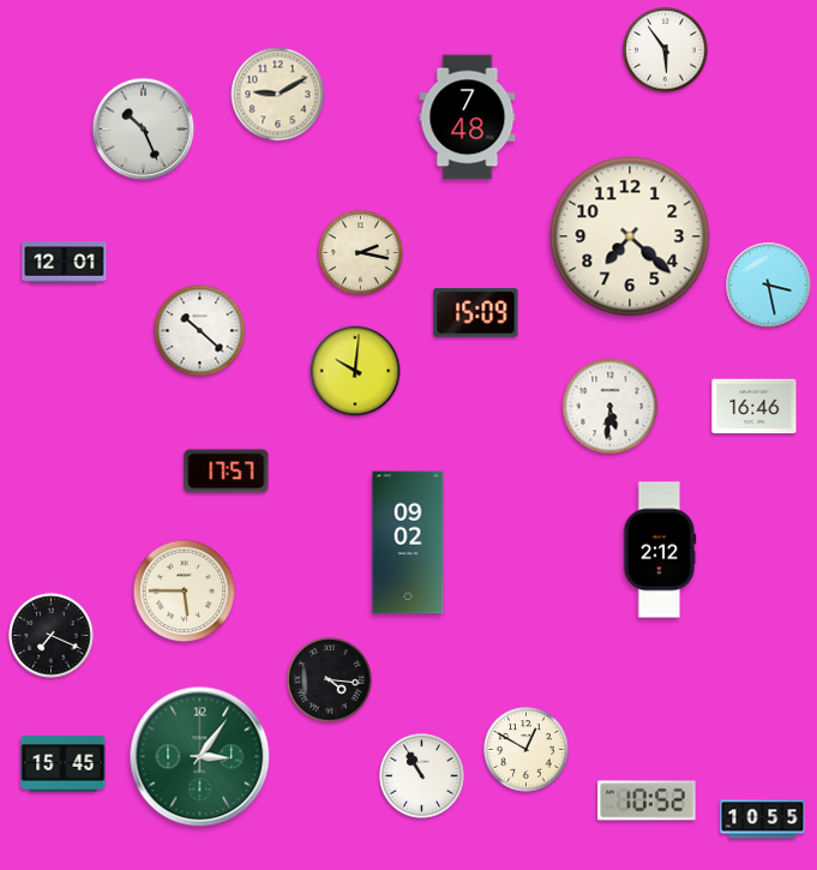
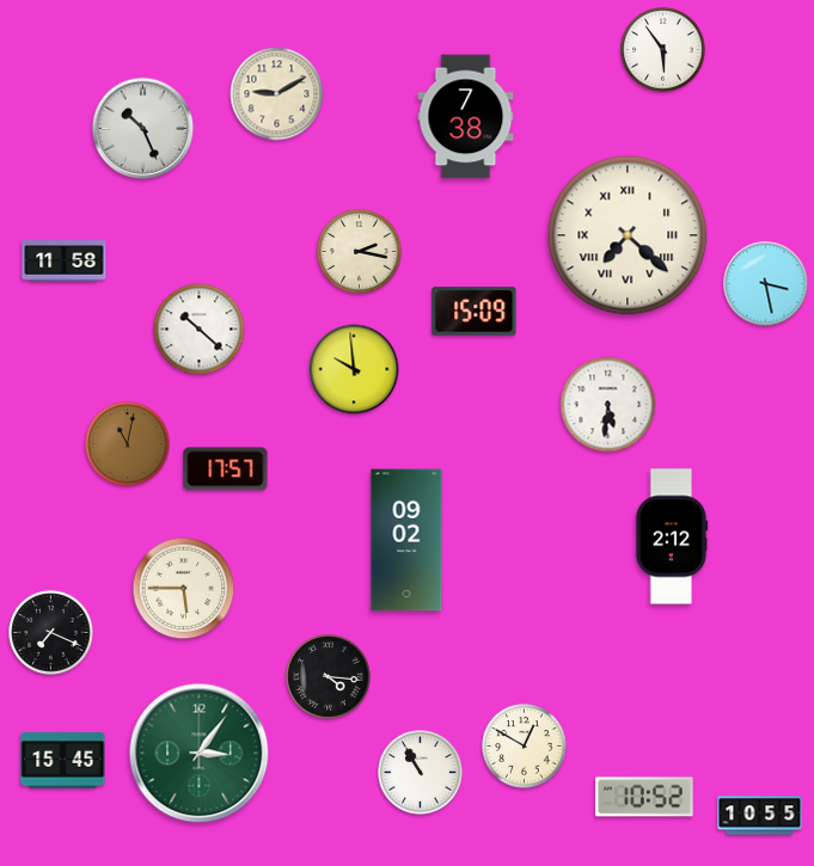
clock at (468, 118): 7:48 -> 7:38
clock at (630, 236) numerals: Arabic -> Roman
clock at (65, 263): 12:01 -> 11:58
clock at (355, 371): 10:01 -> 9:59
clock at (755, 407): 16:46 -> none
clock at (128, 444): none -> 11:02
clock at (660, 550) position: (660, 550) -> (672, 536)
